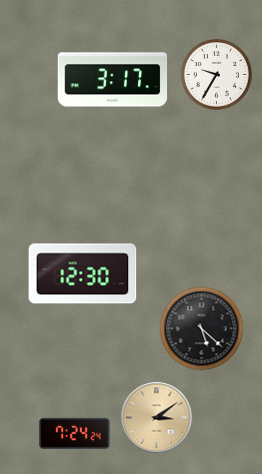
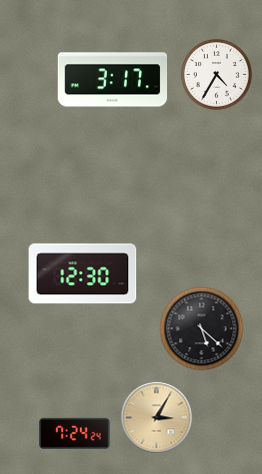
clock at (216, 74): 9:35 -> 4:35
clock at (157, 418): 3:09 -> 3:05
